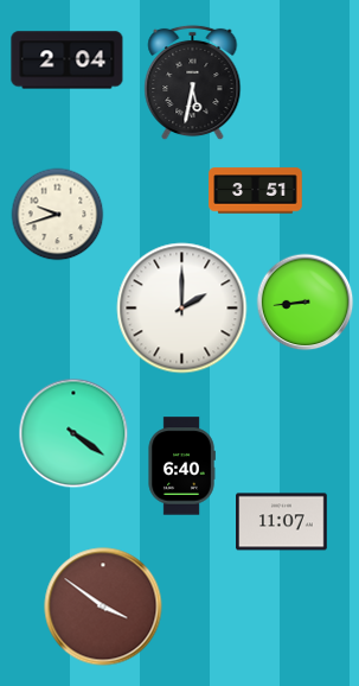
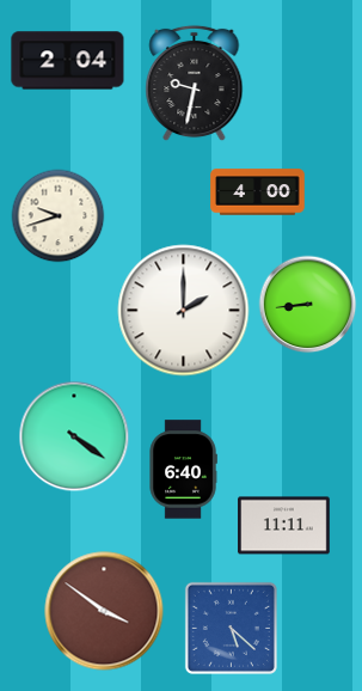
clock at (193, 82): 5:32 -> 9:32
clock at (256, 191): 3:51 -> 4:00
clock at (282, 522): 11:07 -> 11:11
clock at (231, 628): none -> 5:22
